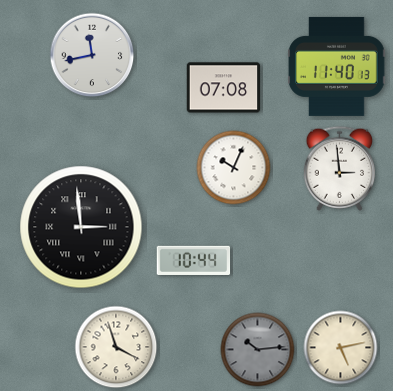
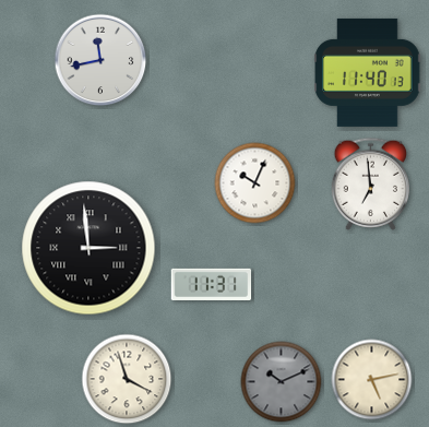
clock at (224, 88): 07:08 -> none
clock at (339, 168): 2:59 -> 6:59
clock at (194, 260): 10:44 -> 11:31
clock at (258, 350): 10:14 -> 10:11
